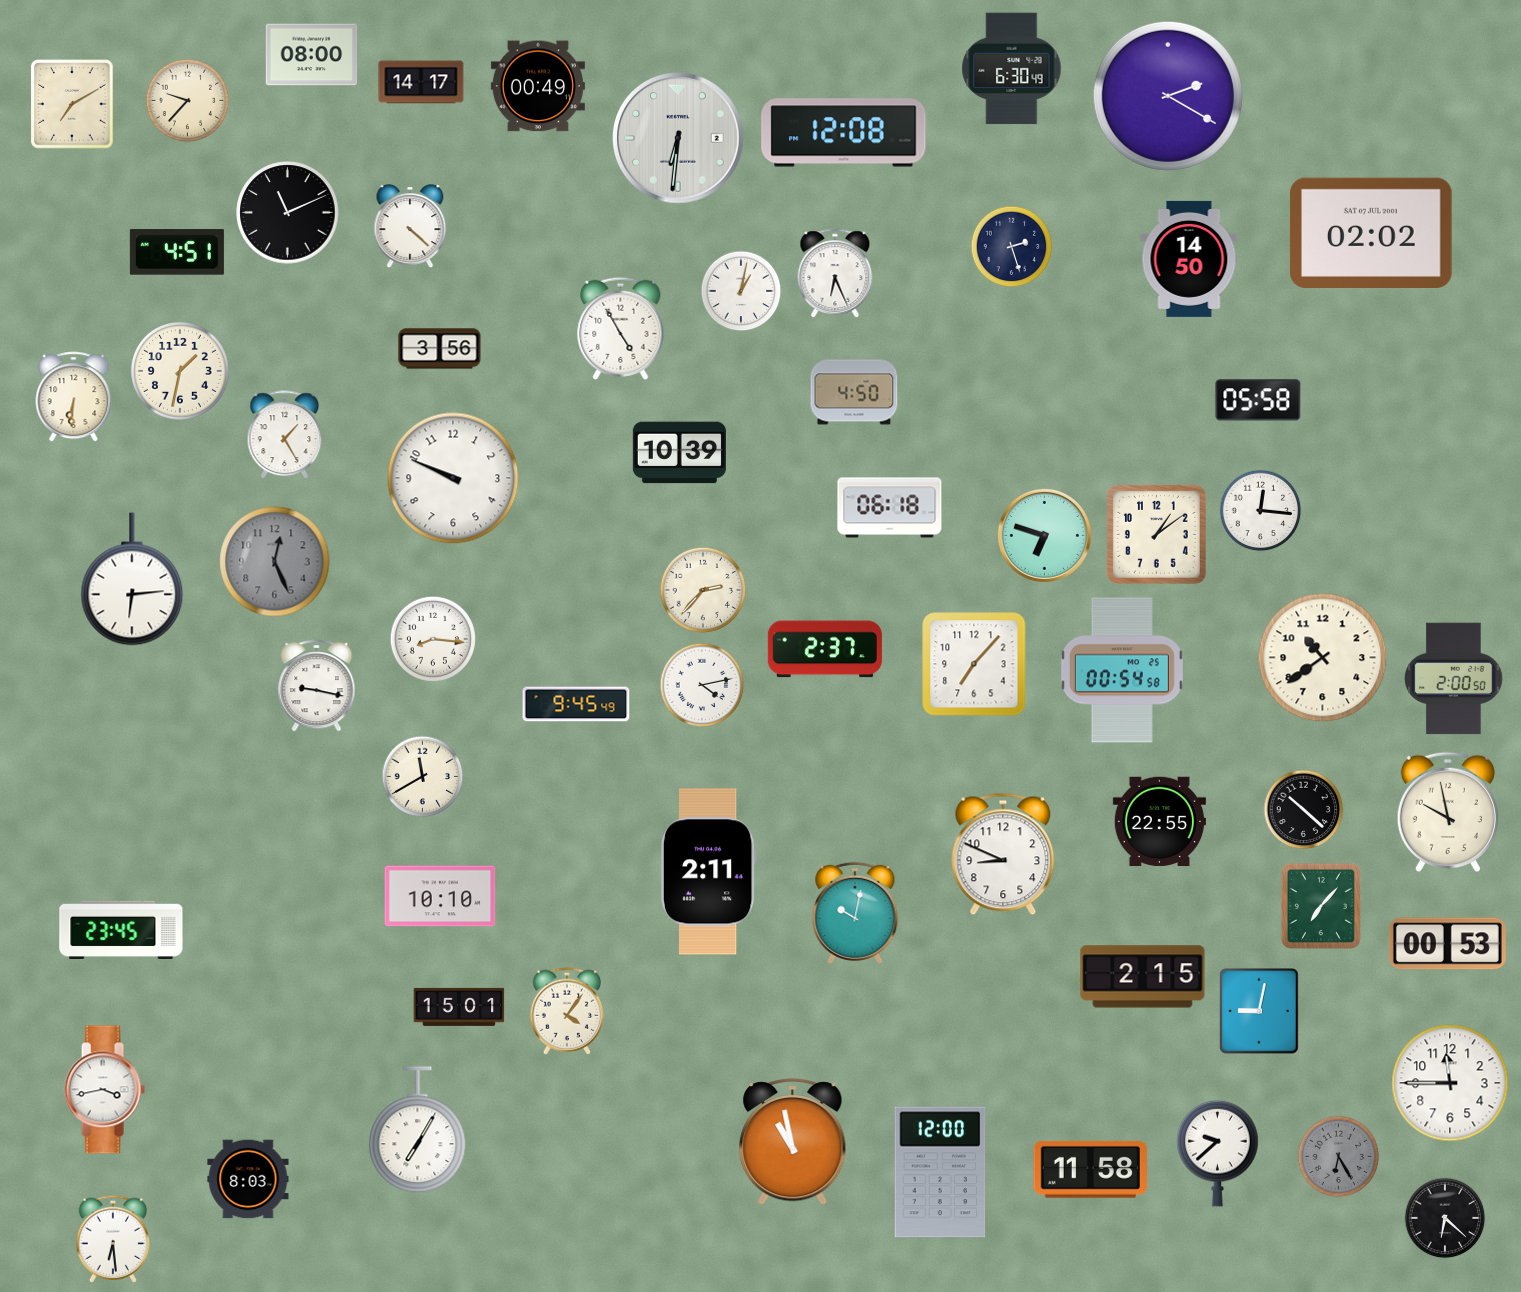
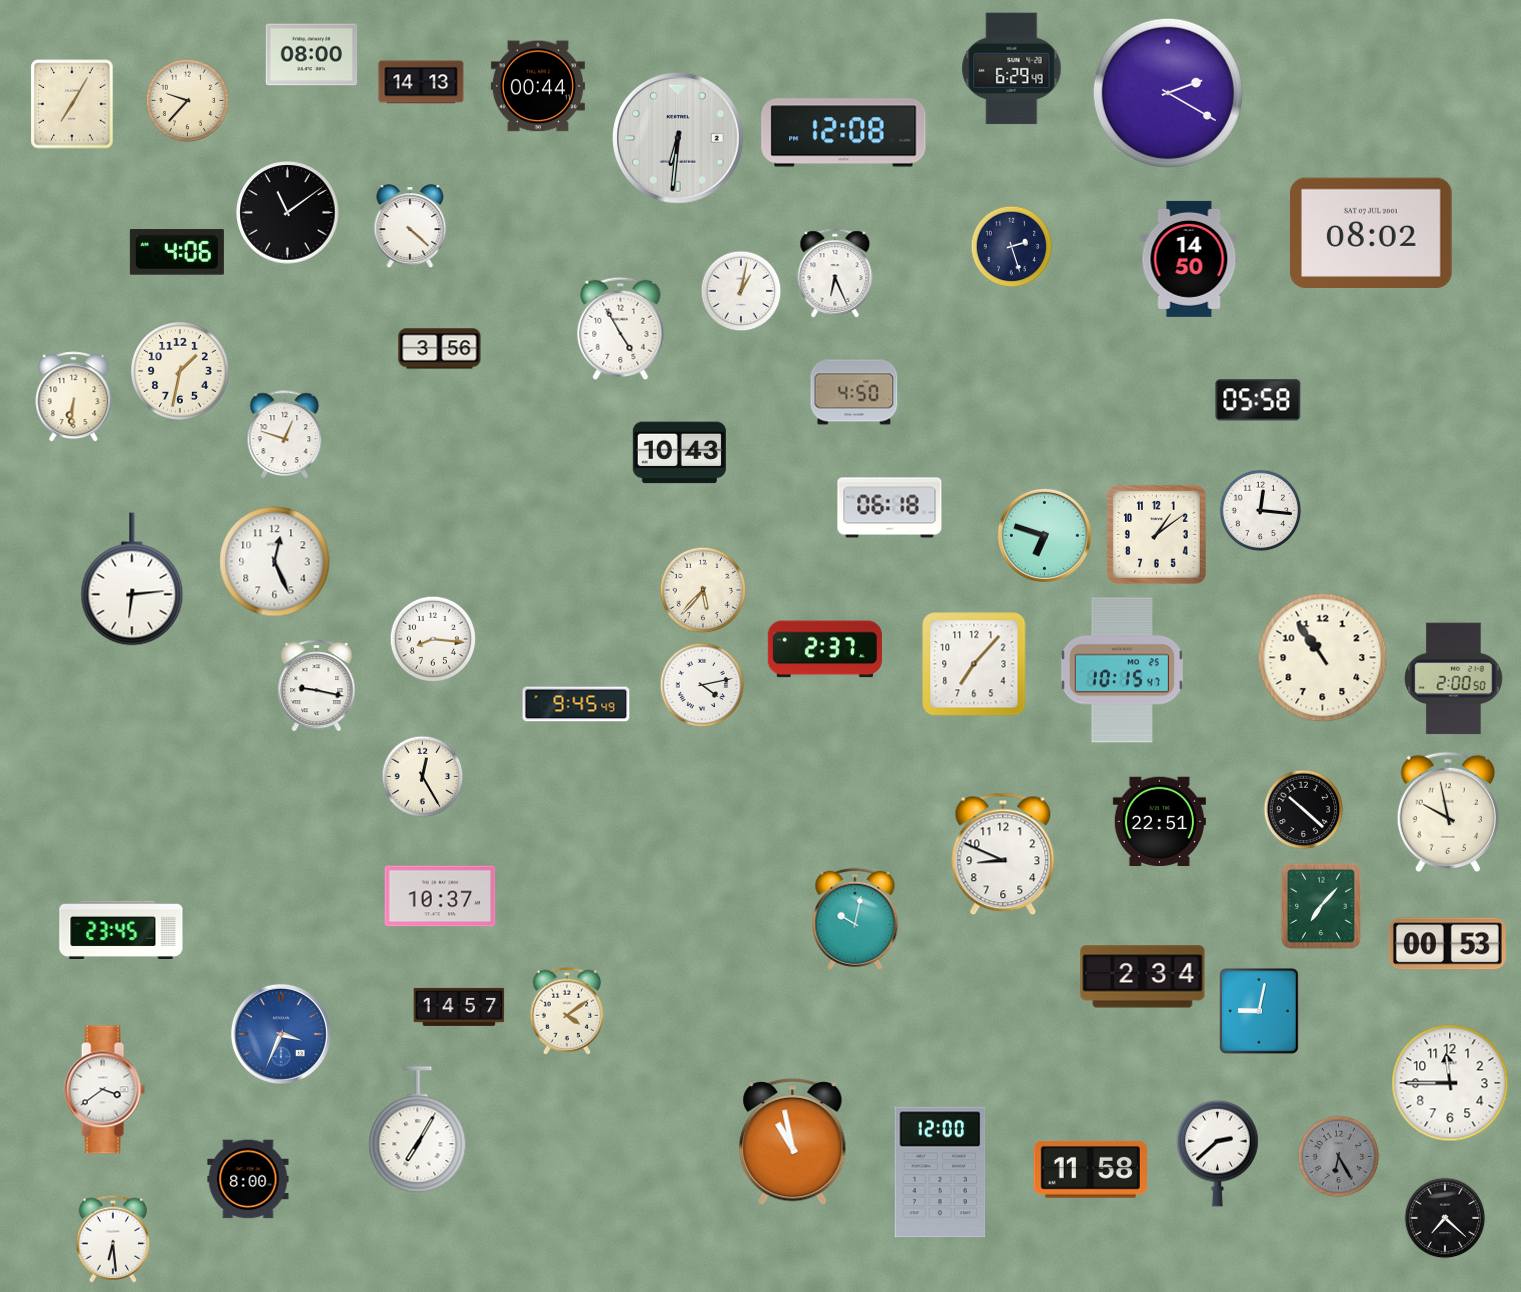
clock at (1012, 69): 6:30 -> 6:29
clock at (421, 82): 14:17 -> 14:13
clock at (538, 86): 00:49 -> 00:44
clock at (1168, 96) position: (1168, 96) -> (1168, 93)
clock at (72, 104): 7:10 -> 7:05
clock at (288, 213): 11:11 -> 11:09
clock at (1371, 232): 02:02 -> 08:02
clock at (177, 252): 4:51 -> 4:06
clock at (285, 435): 1:25 -> 12:48
clock at (679, 453): 10:39 -> 10:43
clock at (453, 478): 9:49 -> none
clock at (275, 562) dial: grey -> white
clock at (702, 589): 2:37 -> 5:37
clock at (1323, 658): 10:39 -> 10:54
clock at (1122, 670): 00:54 -> 10:15
clock at (423, 777): 11:40 -> 12:25
clock at (1159, 822): 22:55 -> 22:51
clock at (708, 872): 2:11 -> none
clock at (440, 896): 10:10 -> 10:37
clock at (855, 913) position: (855, 913) -> (855, 919)
clock at (1143, 977): 2:15 -> 2:34
clock at (459, 1007): 15:01 -> 14:57
clock at (567, 1011): 4:06 -> 4:09
clock at (281, 1034): none -> 3:34
clock at (104, 1090): 3:43 -> 3:39
clock at (1218, 1153): 9:38 -> 2:38
clock at (248, 1179): 8:03 -> 8:00
clock at (1445, 1218): 6:22 -> 7:22
